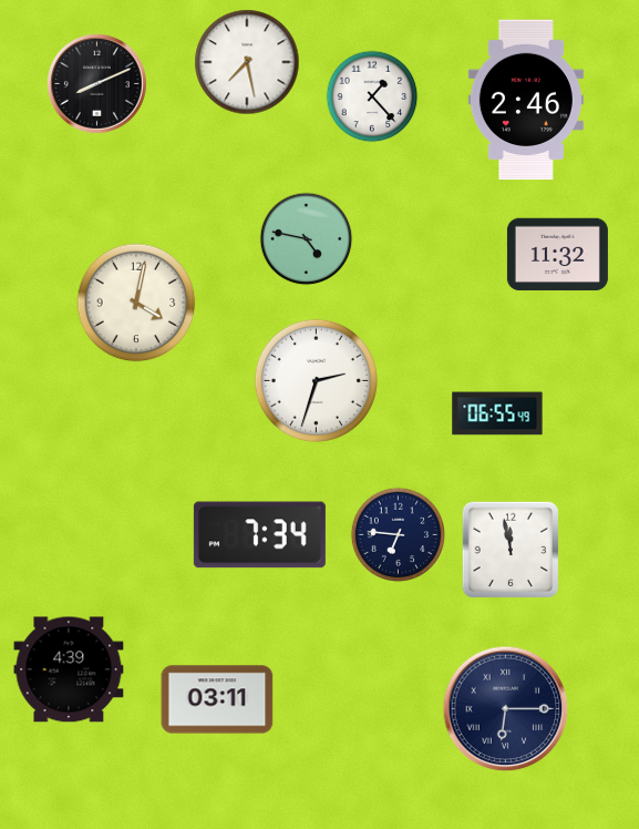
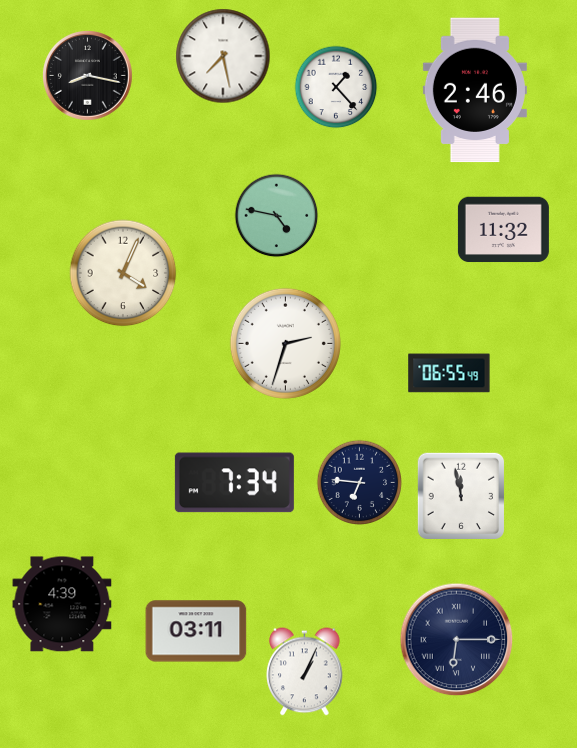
clock at (97, 84): 8:11 -> 8:17
clock at (136, 303): 4:02 -> 4:04
clock at (305, 672): none -> 1:04
